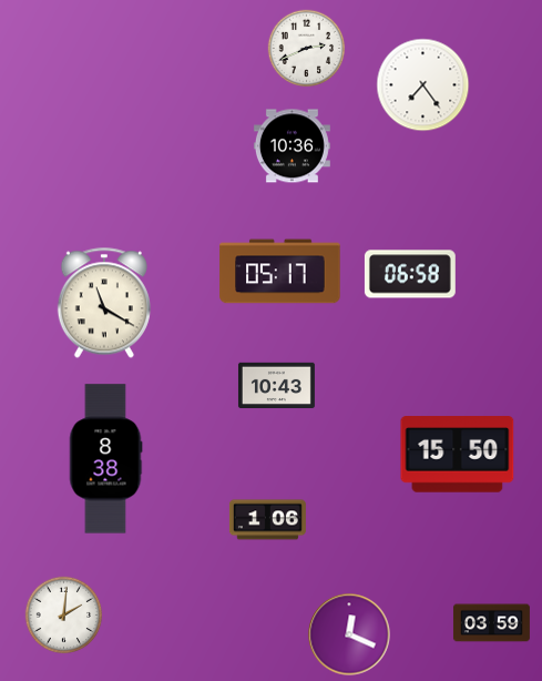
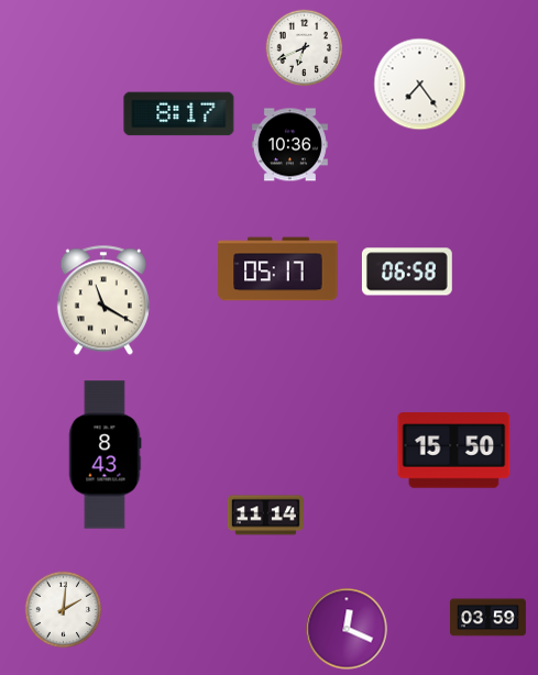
clock at (307, 49): 2:41 -> 6:41
clock at (179, 114): none -> 8:17
clock at (276, 385): 10:43 -> none
clock at (105, 459): 8:38 -> 8:43
clock at (267, 520): 1:06 -> 11:14
